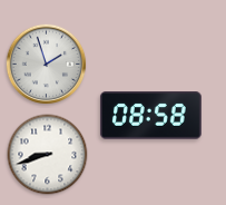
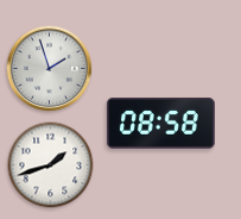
clock at (48, 155): 8:42 -> 1:42
